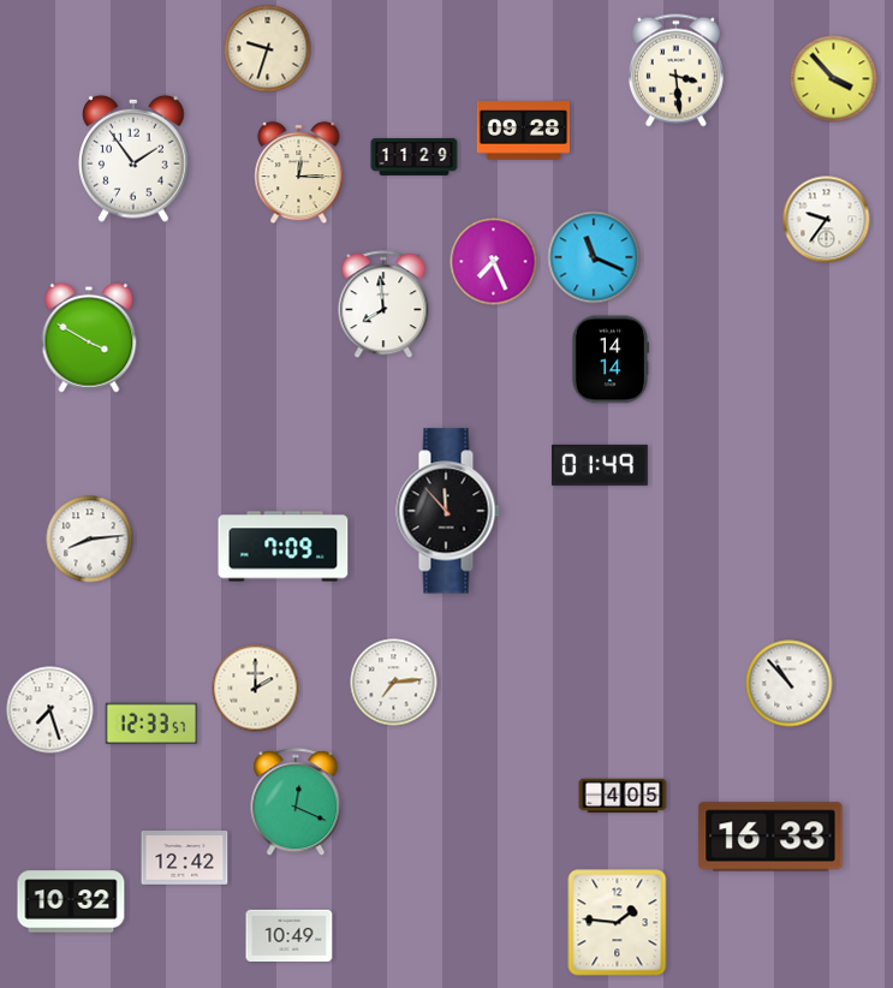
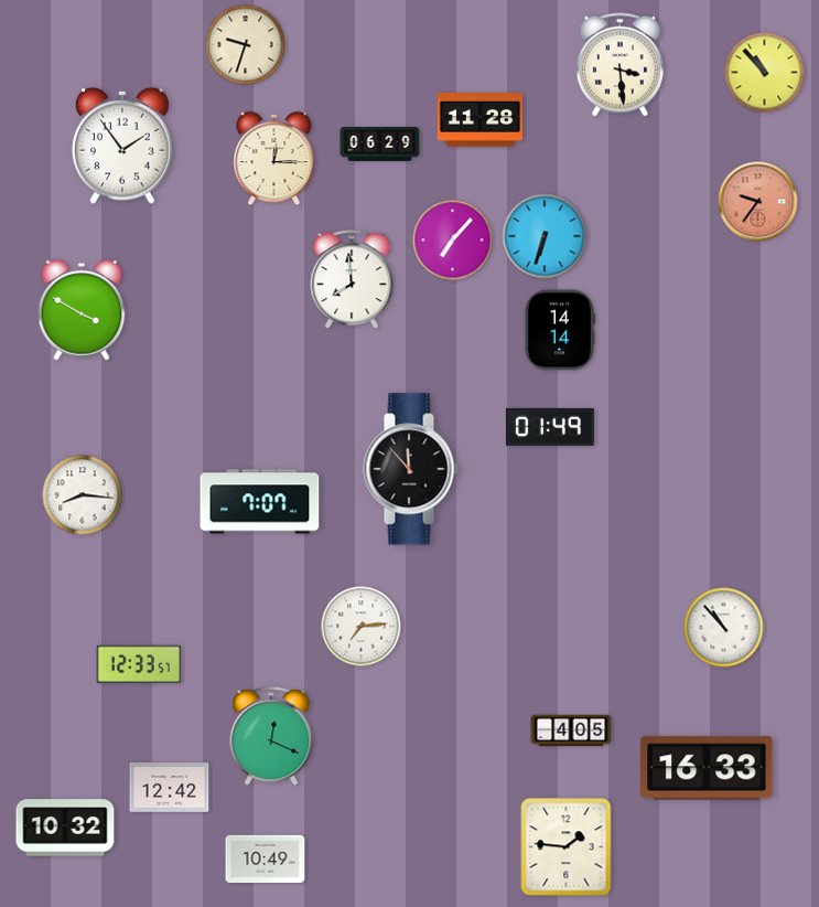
clock at (834, 79): 3:53 -> 10:53
clock at (523, 131): 09:28 -> 11:28
clock at (415, 156): 11:29 -> 06:29
clock at (827, 220) dial: white -> salmon
clock at (594, 257): 11:19 -> 6:33
clock at (494, 262): 7:26 -> 7:07
clock at (90, 540): 8:14 -> 8:16
clock at (284, 547): 7:09 -> 7:07
clock at (256, 689): 2:00 -> none
clock at (50, 710): 7:27 -> none
